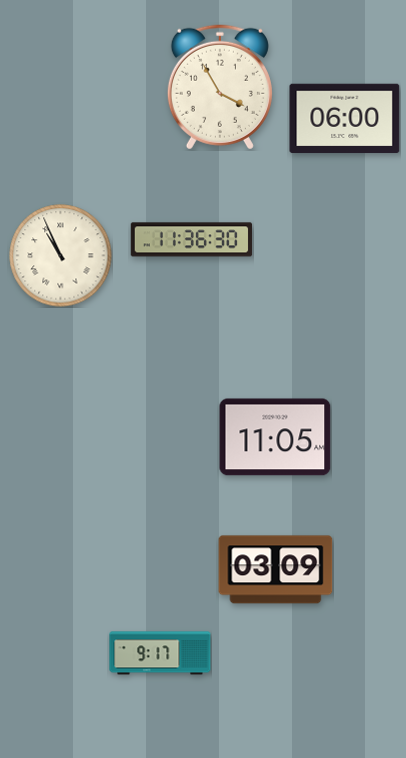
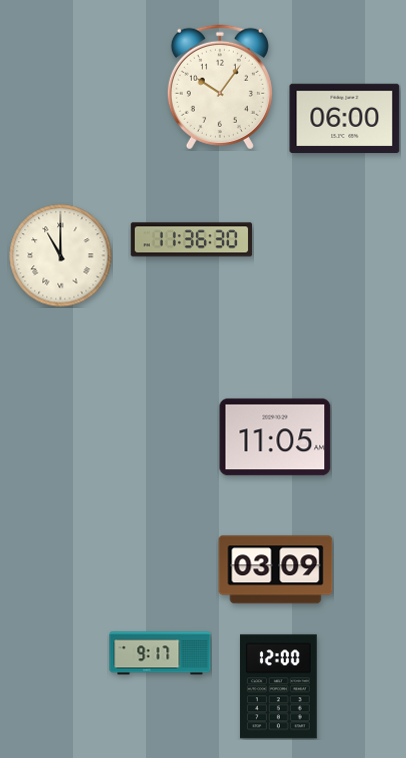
clock at (220, 87): 3:55 -> 10:06
clock at (61, 256): 10:56 -> 11:00
clock at (278, 687): none -> 12:00
